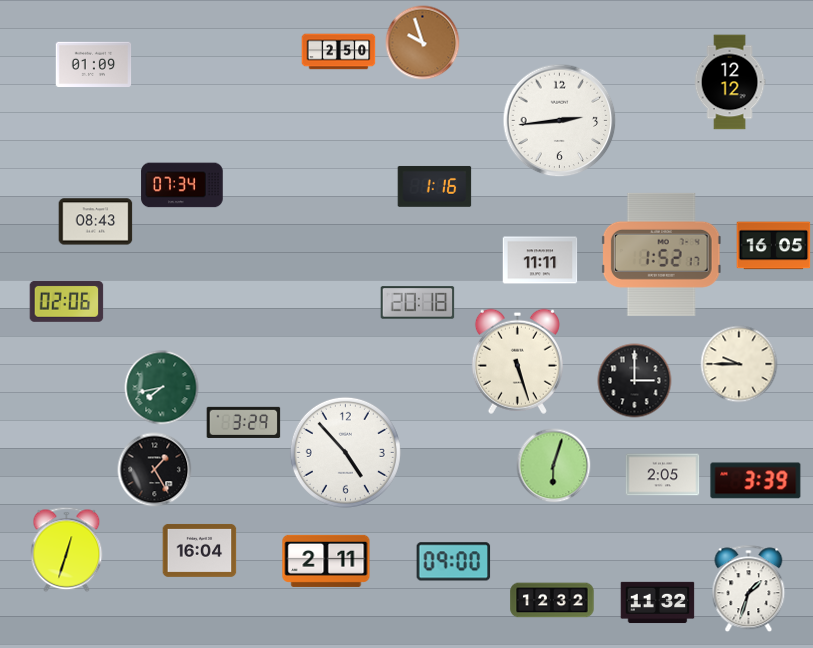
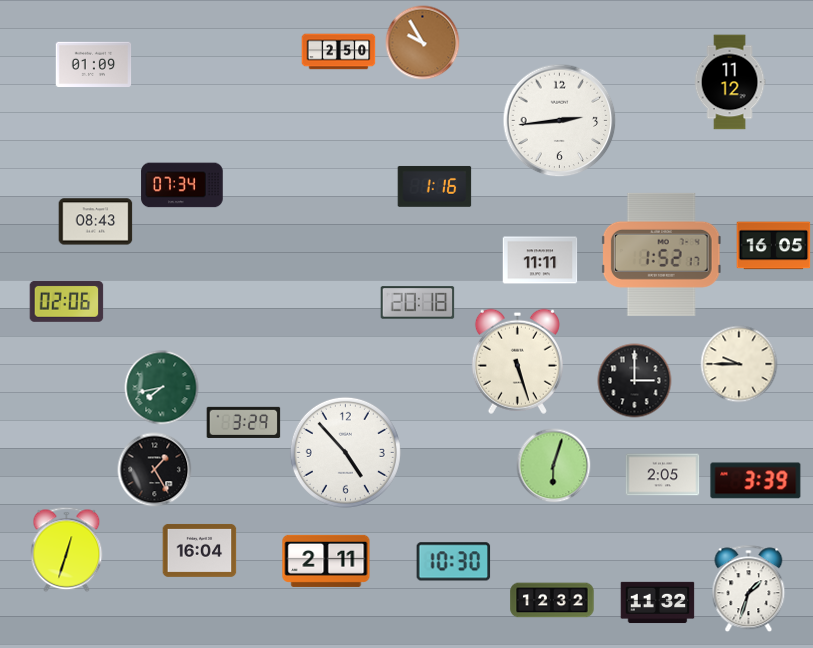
clock at (423, 43): 9:57 -> 9:55
clock at (730, 82): 12:12 -> 11:12
clock at (454, 562): 09:00 -> 10:30
